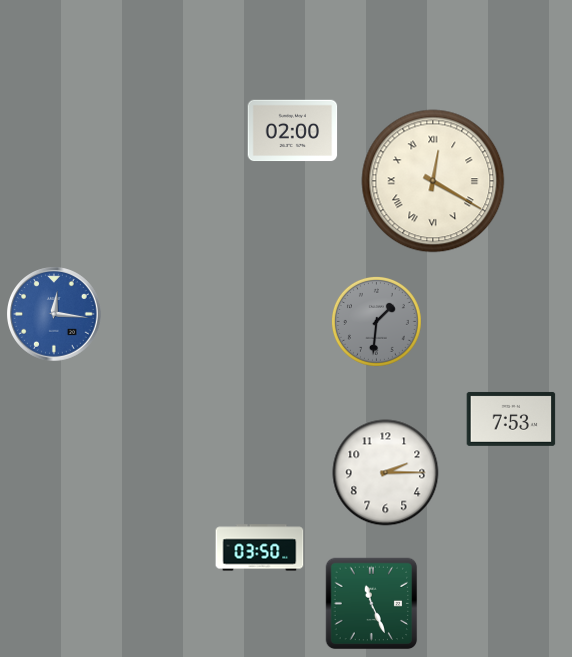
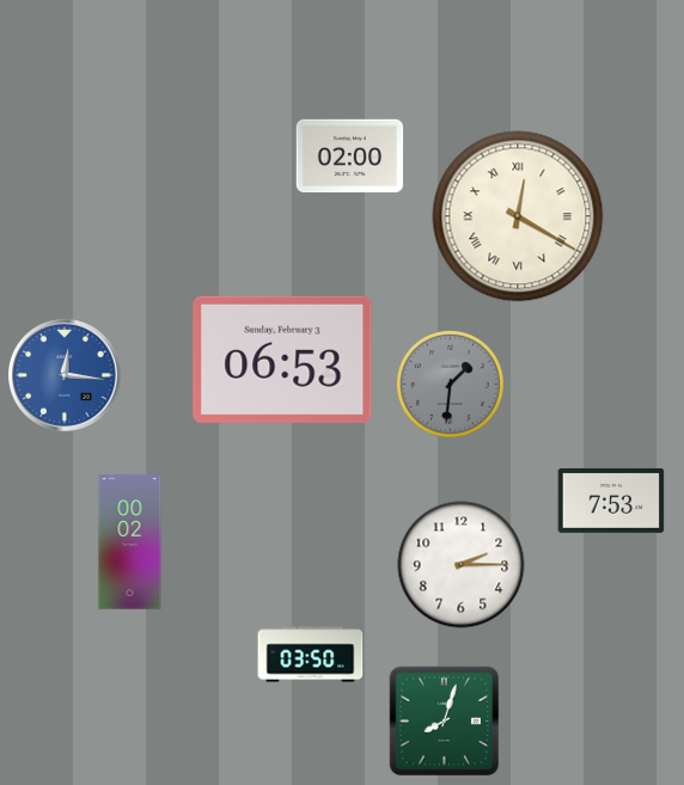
clock at (282, 360): none -> 06:53
clock at (130, 542): none -> 00:02
clock at (372, 604): 11:26 -> 8:03
